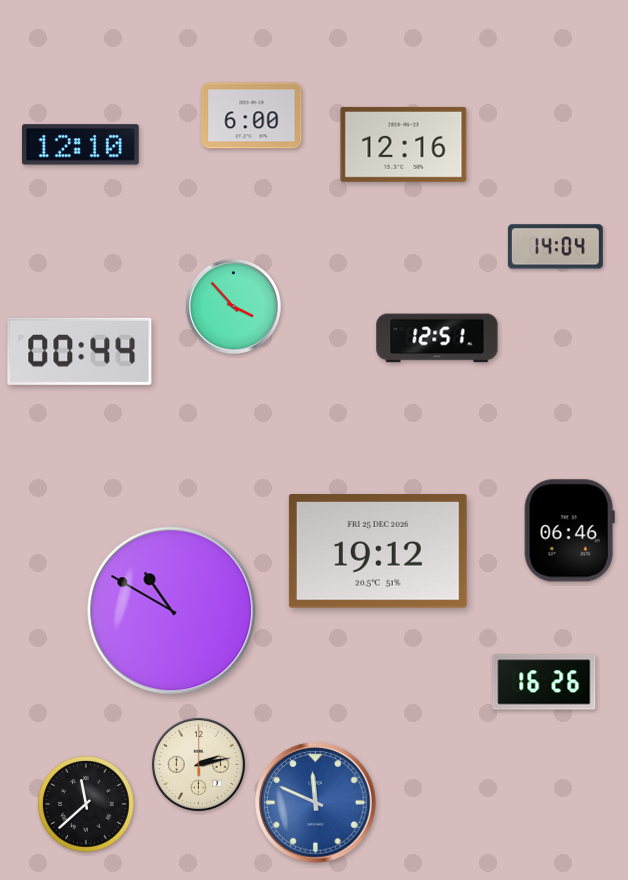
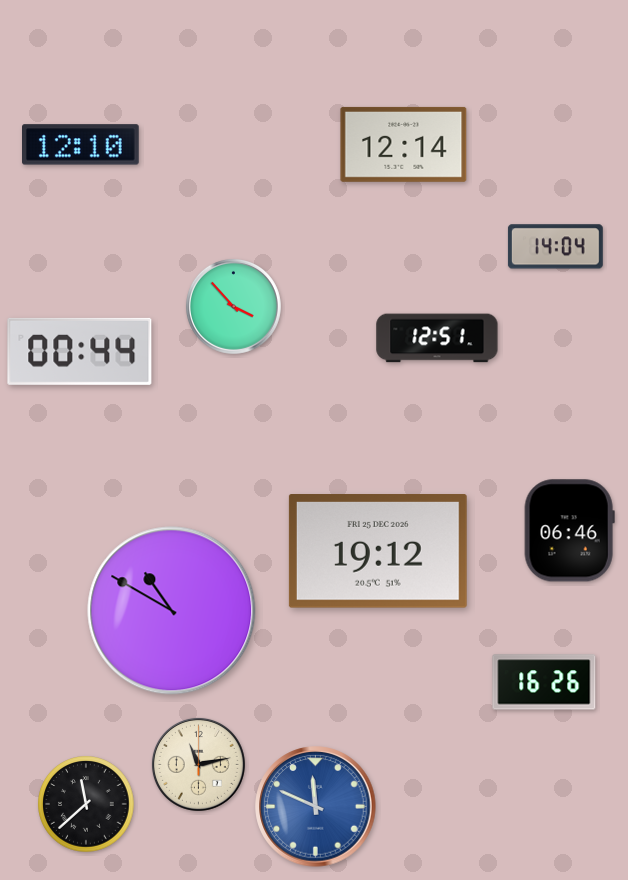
clock at (252, 116): 6:00 -> none
clock at (404, 144): 12:16 -> 12:14
clock at (198, 764): 2:13 -> 11:13
clock at (316, 803) position: (316, 803) -> (316, 807)
